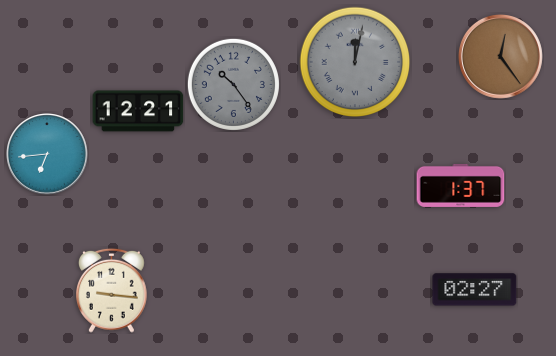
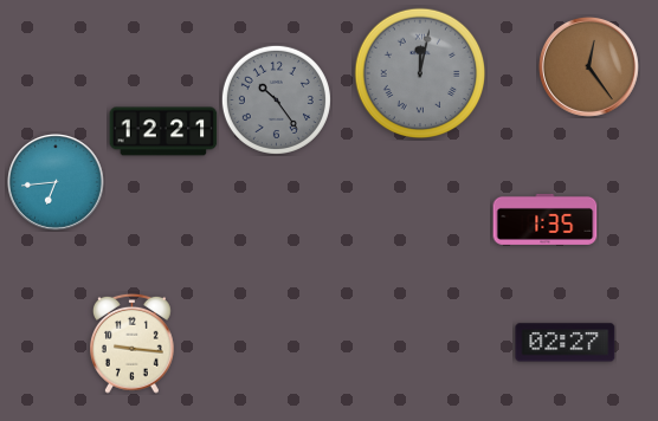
clock at (500, 56) position: (500, 56) -> (588, 66)
clock at (461, 185): 1:37 -> 1:35
clock at (475, 290) position: (475, 290) -> (566, 343)
